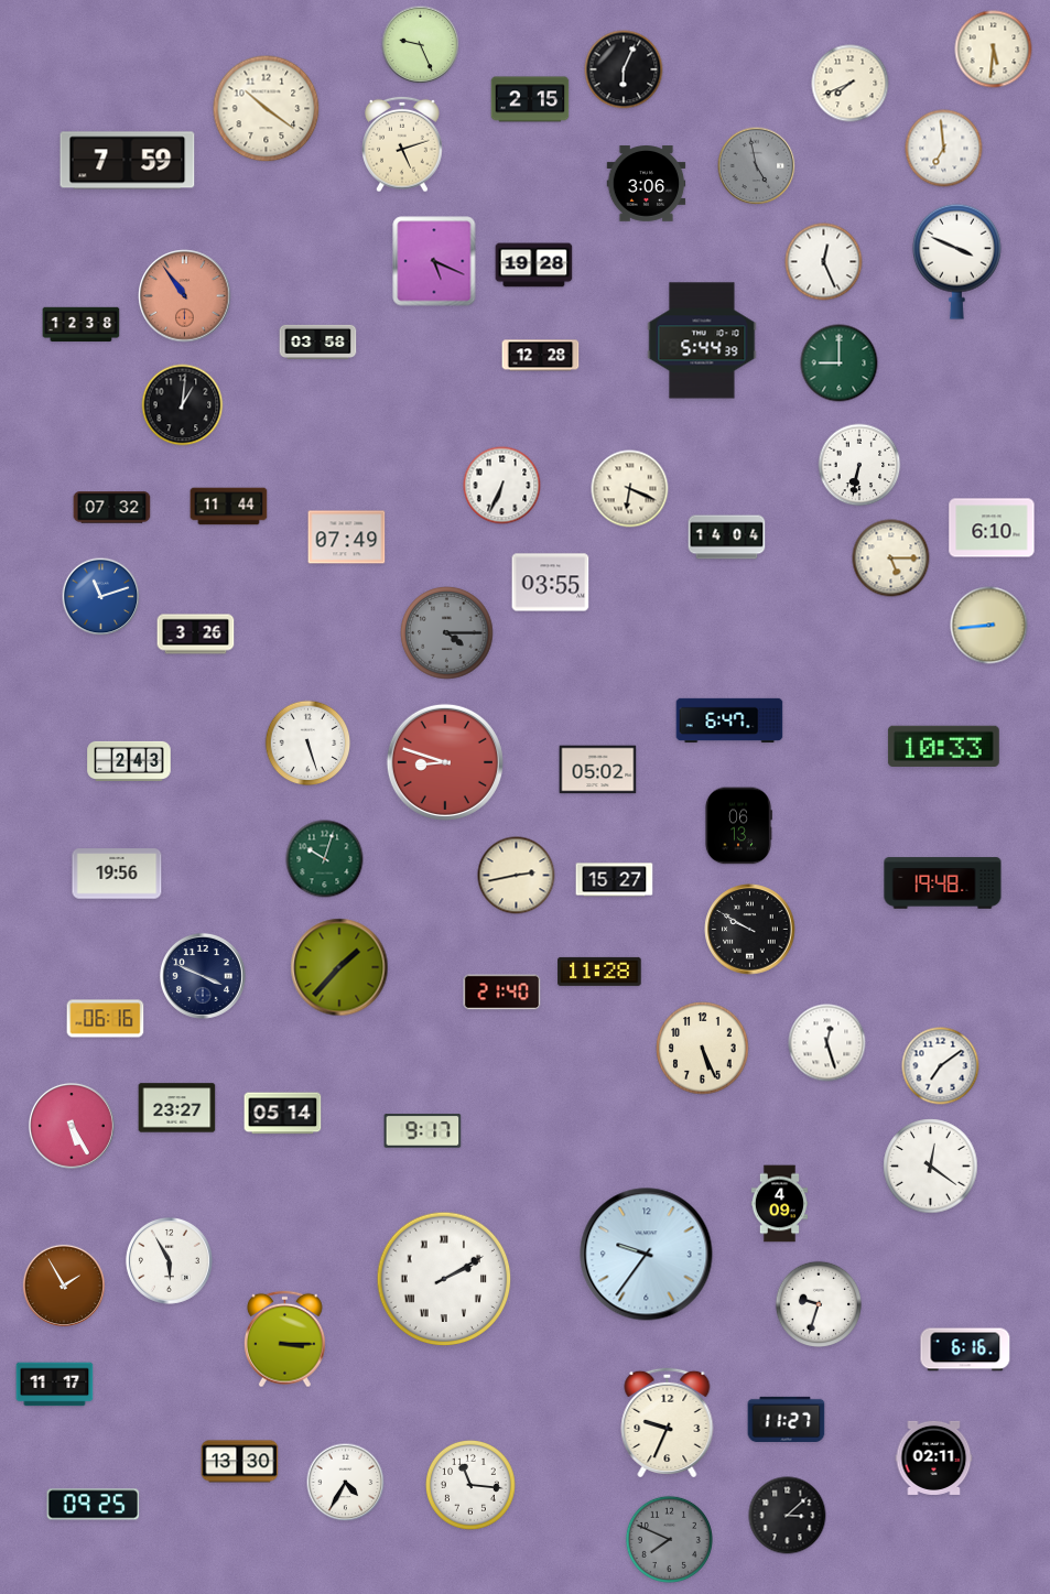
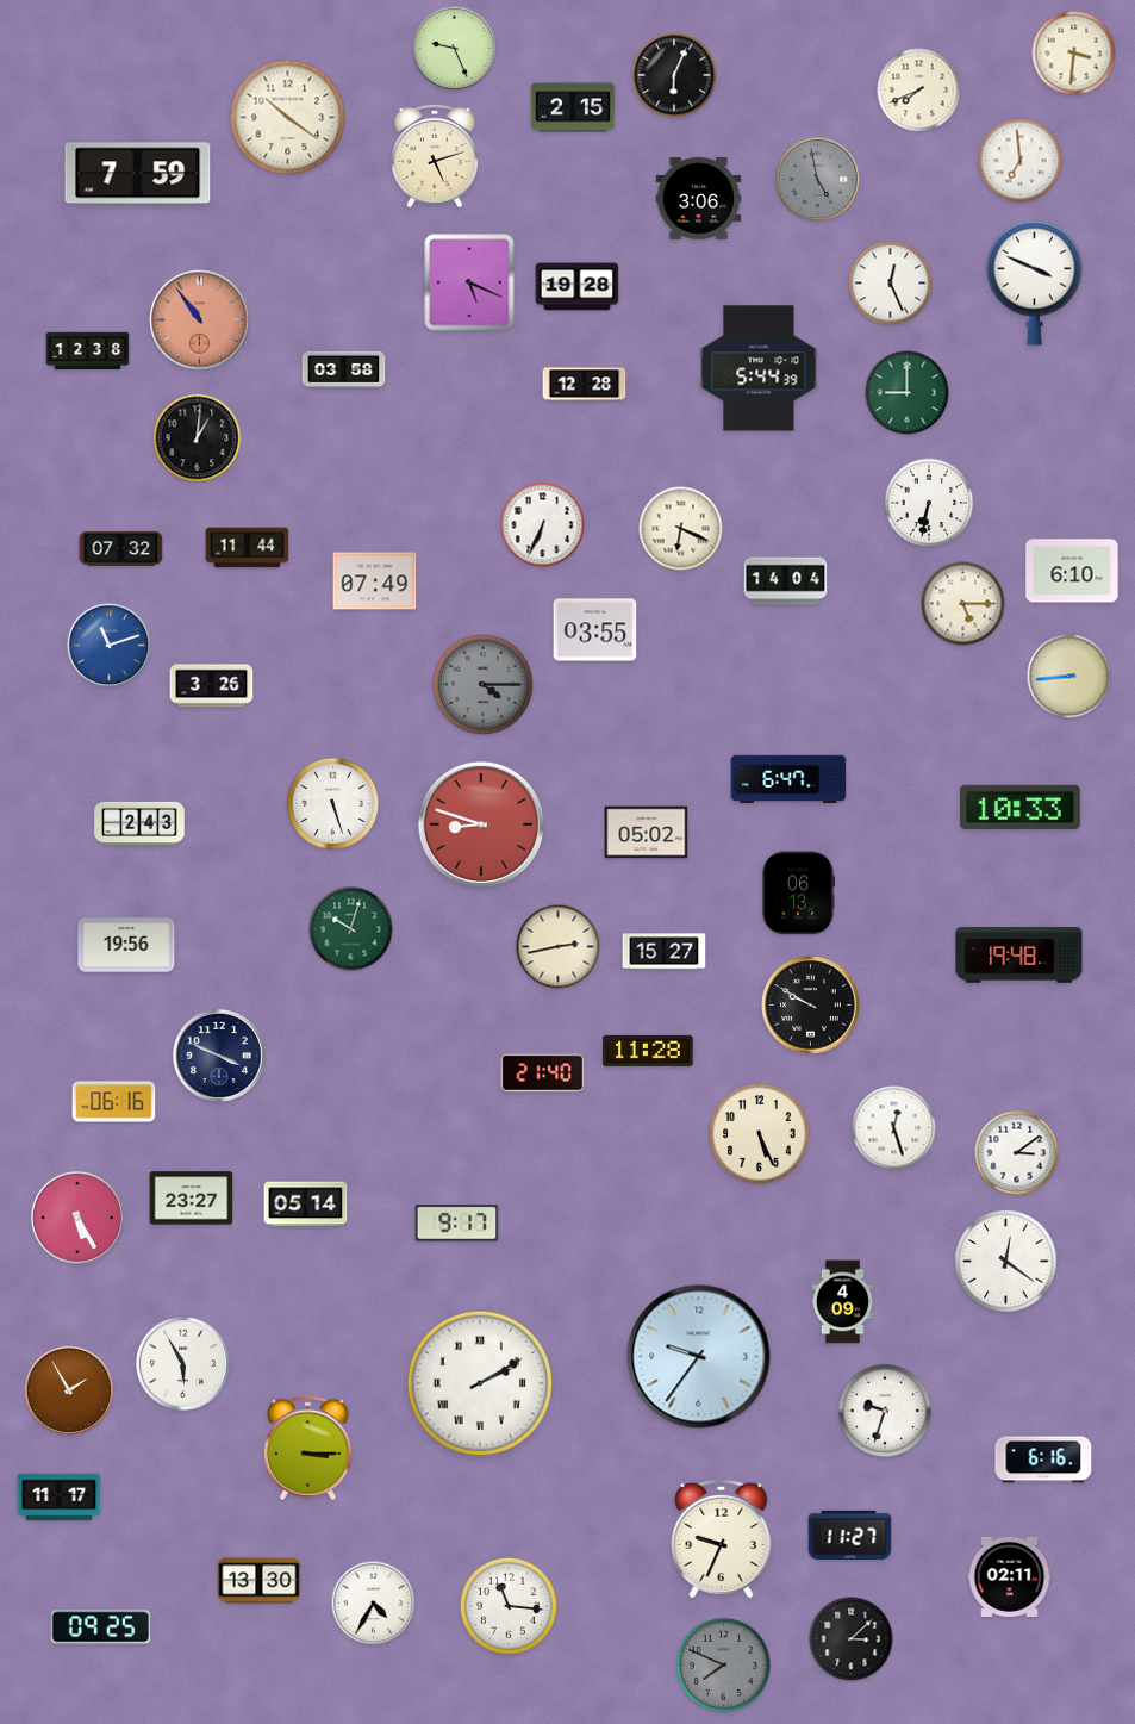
clock at (994, 50): 5:31 -> 3:31
clock at (339, 967): 1:37 -> none
clock at (941, 1066): 7:09 -> 3:09
